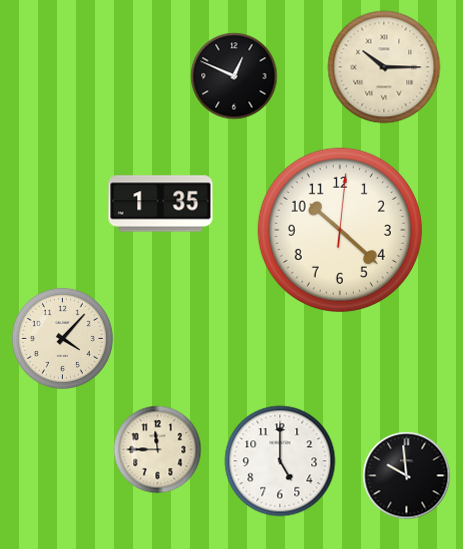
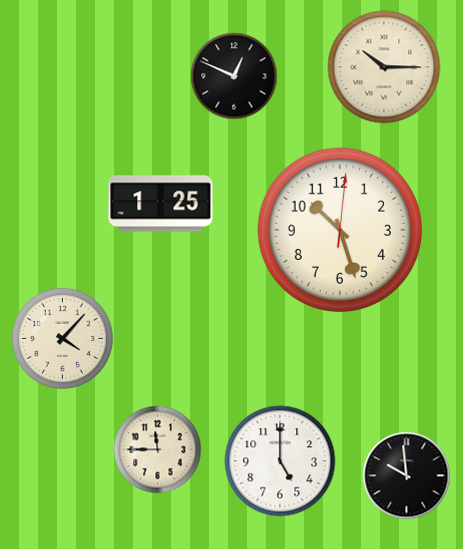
clock at (161, 204): 1:35 -> 1:25
clock at (340, 230): 10:22 -> 10:27
